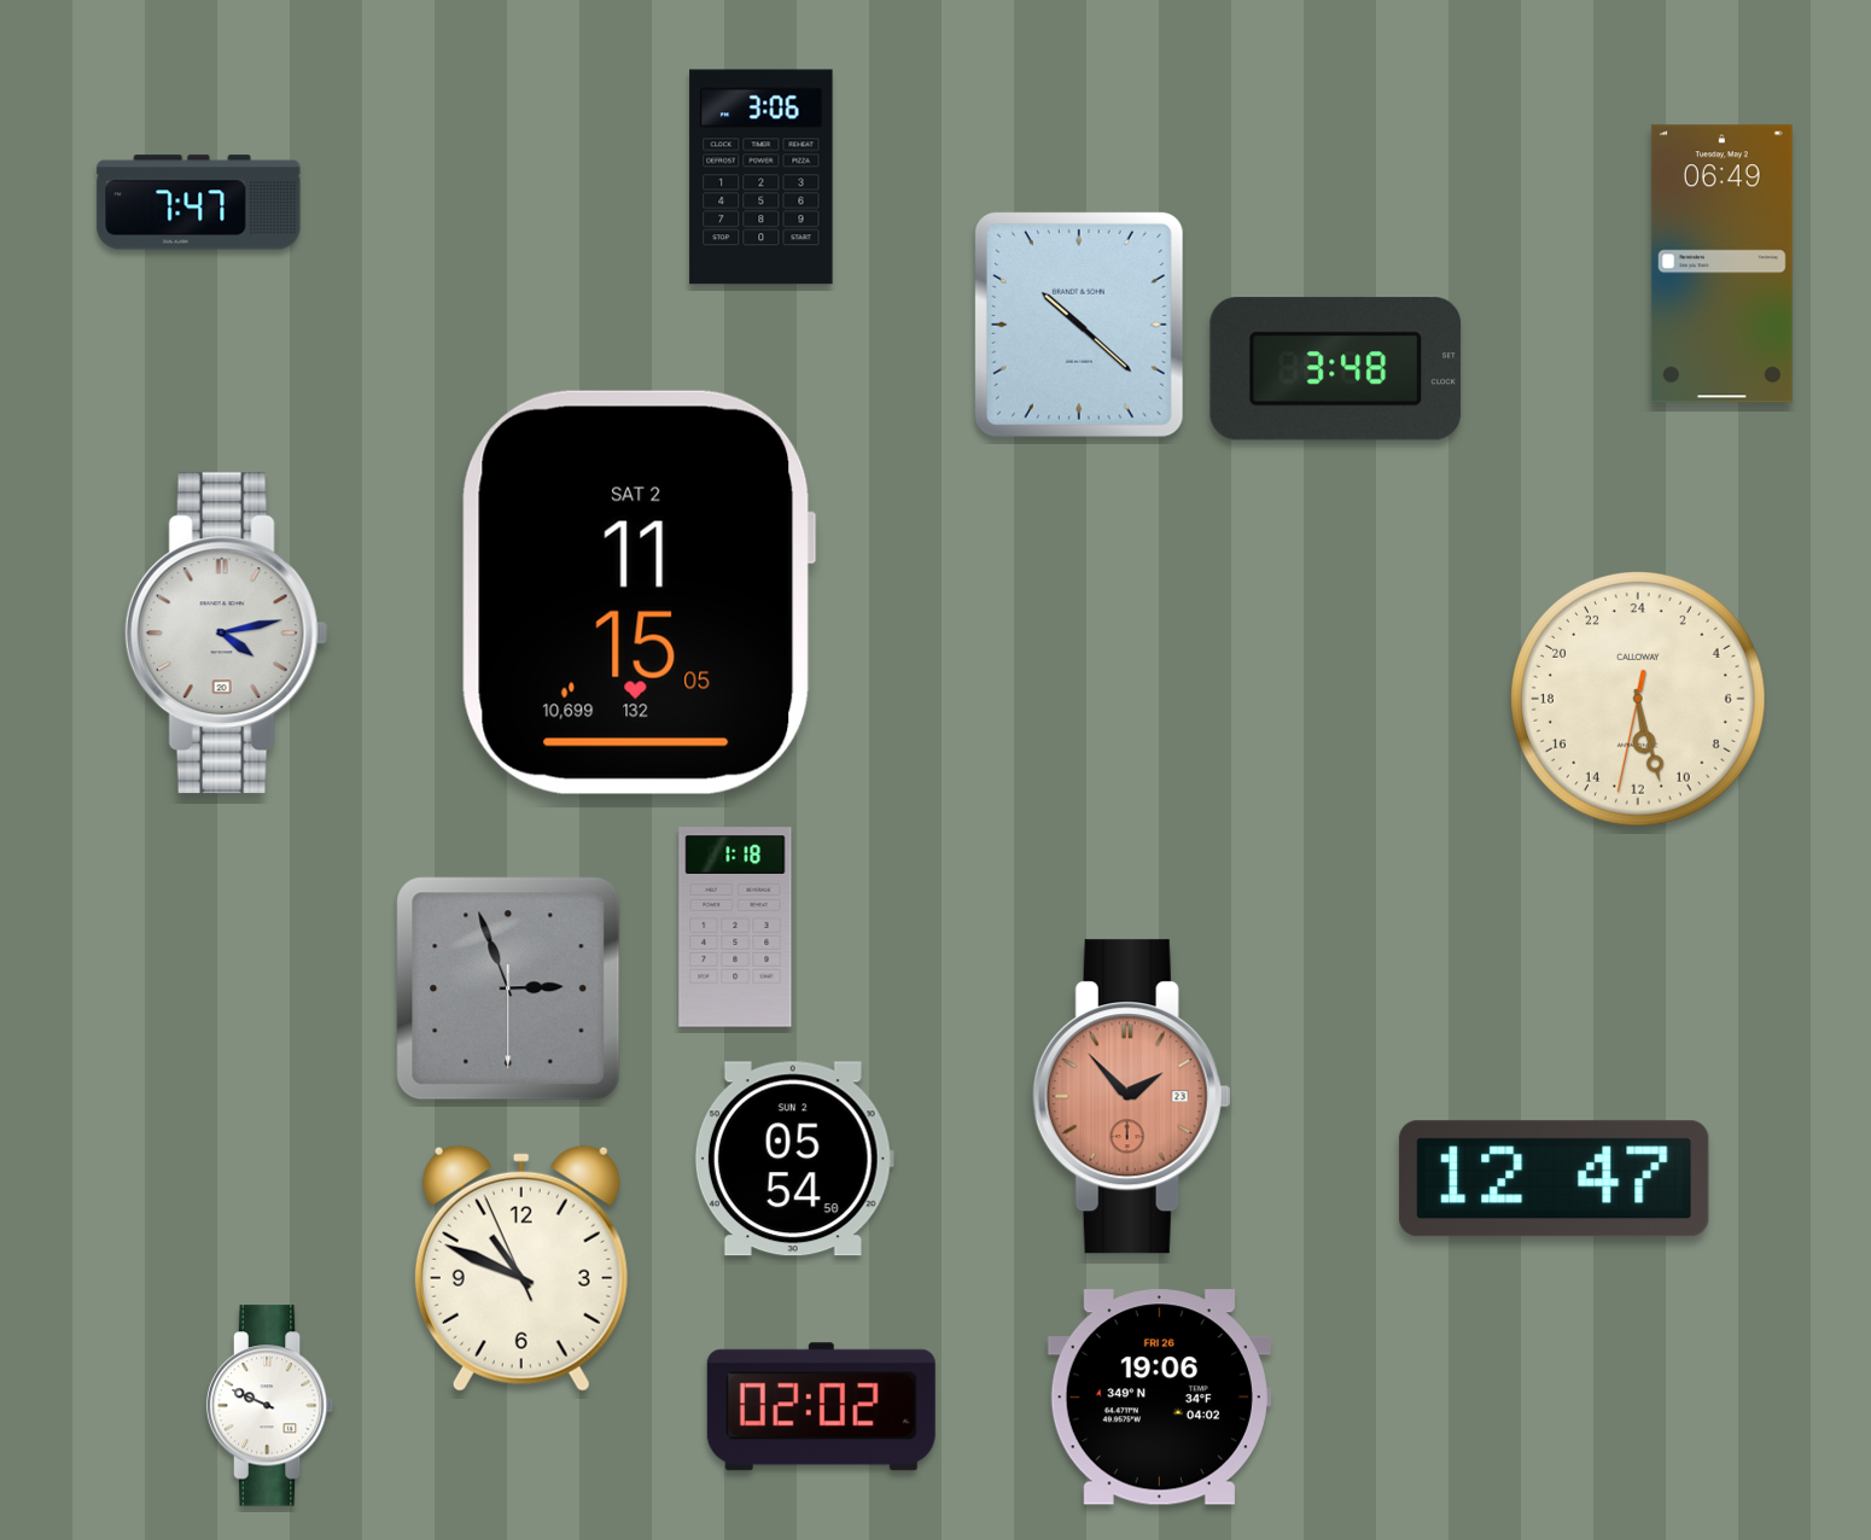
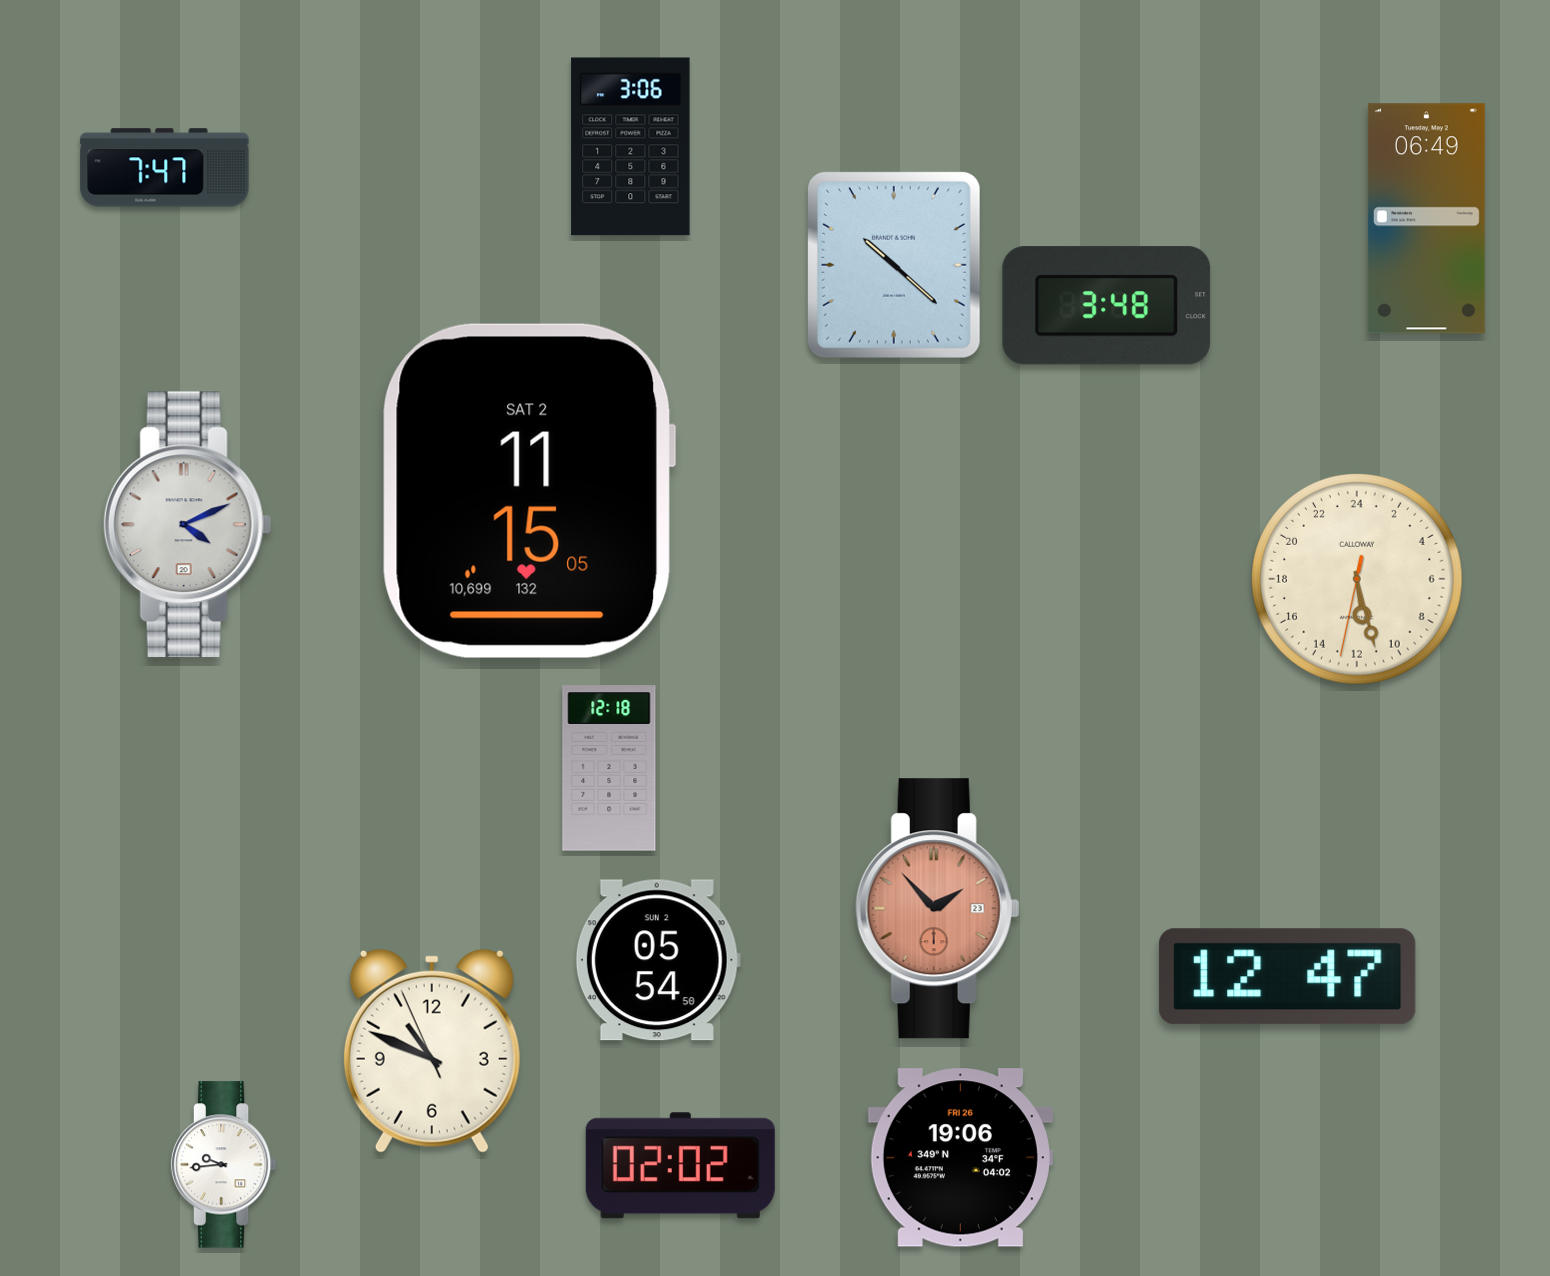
clock at (1079, 325) position: (1079, 325) -> (894, 265)
clock at (226, 634): 4:13 -> 4:11
clock at (735, 927): 1:18 -> 12:18
clock at (508, 988): 2:56 -> none
clock at (270, 1406): 9:49 -> 9:44
